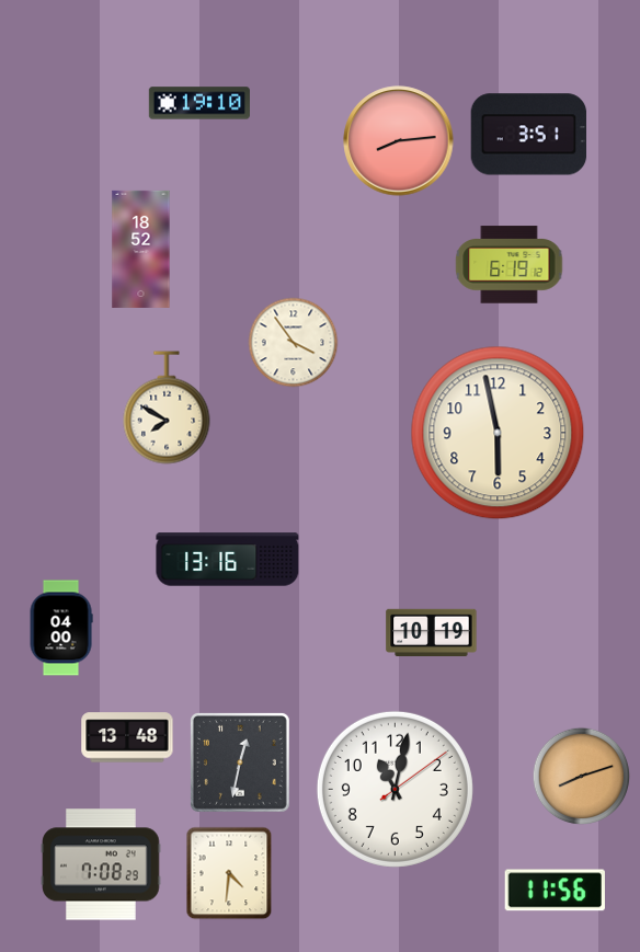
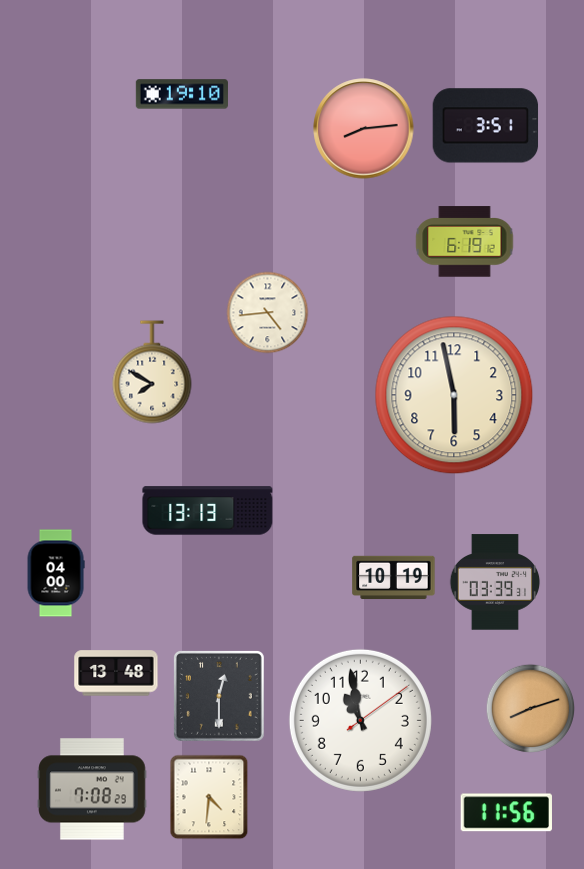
clock at (529, 135) position: (529, 135) -> (486, 126)
clock at (141, 249): 18:52 -> none
clock at (294, 343): 3:54 -> 4:44
clock at (228, 560): 13:16 -> 13:13
clock at (495, 582): none -> 03:39
clock at (240, 762): 12:32 -> 12:30
clock at (395, 789): 11:02 -> 10:58
